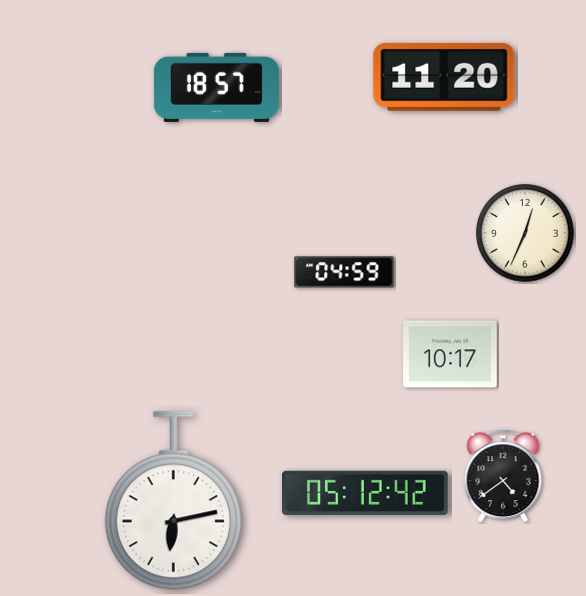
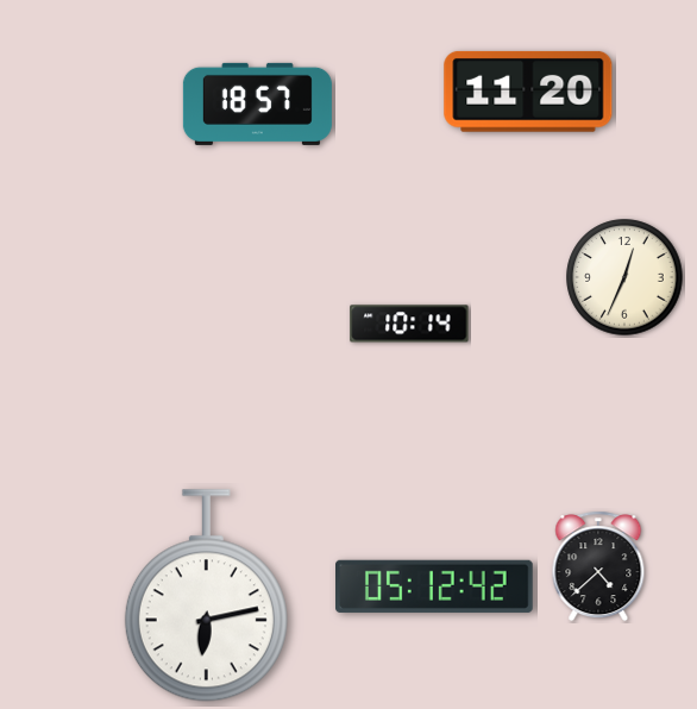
clock at (344, 272): 04:59 -> 10:14
clock at (451, 354): 10:17 -> none
clock at (503, 476): 4:39 -> 4:38
